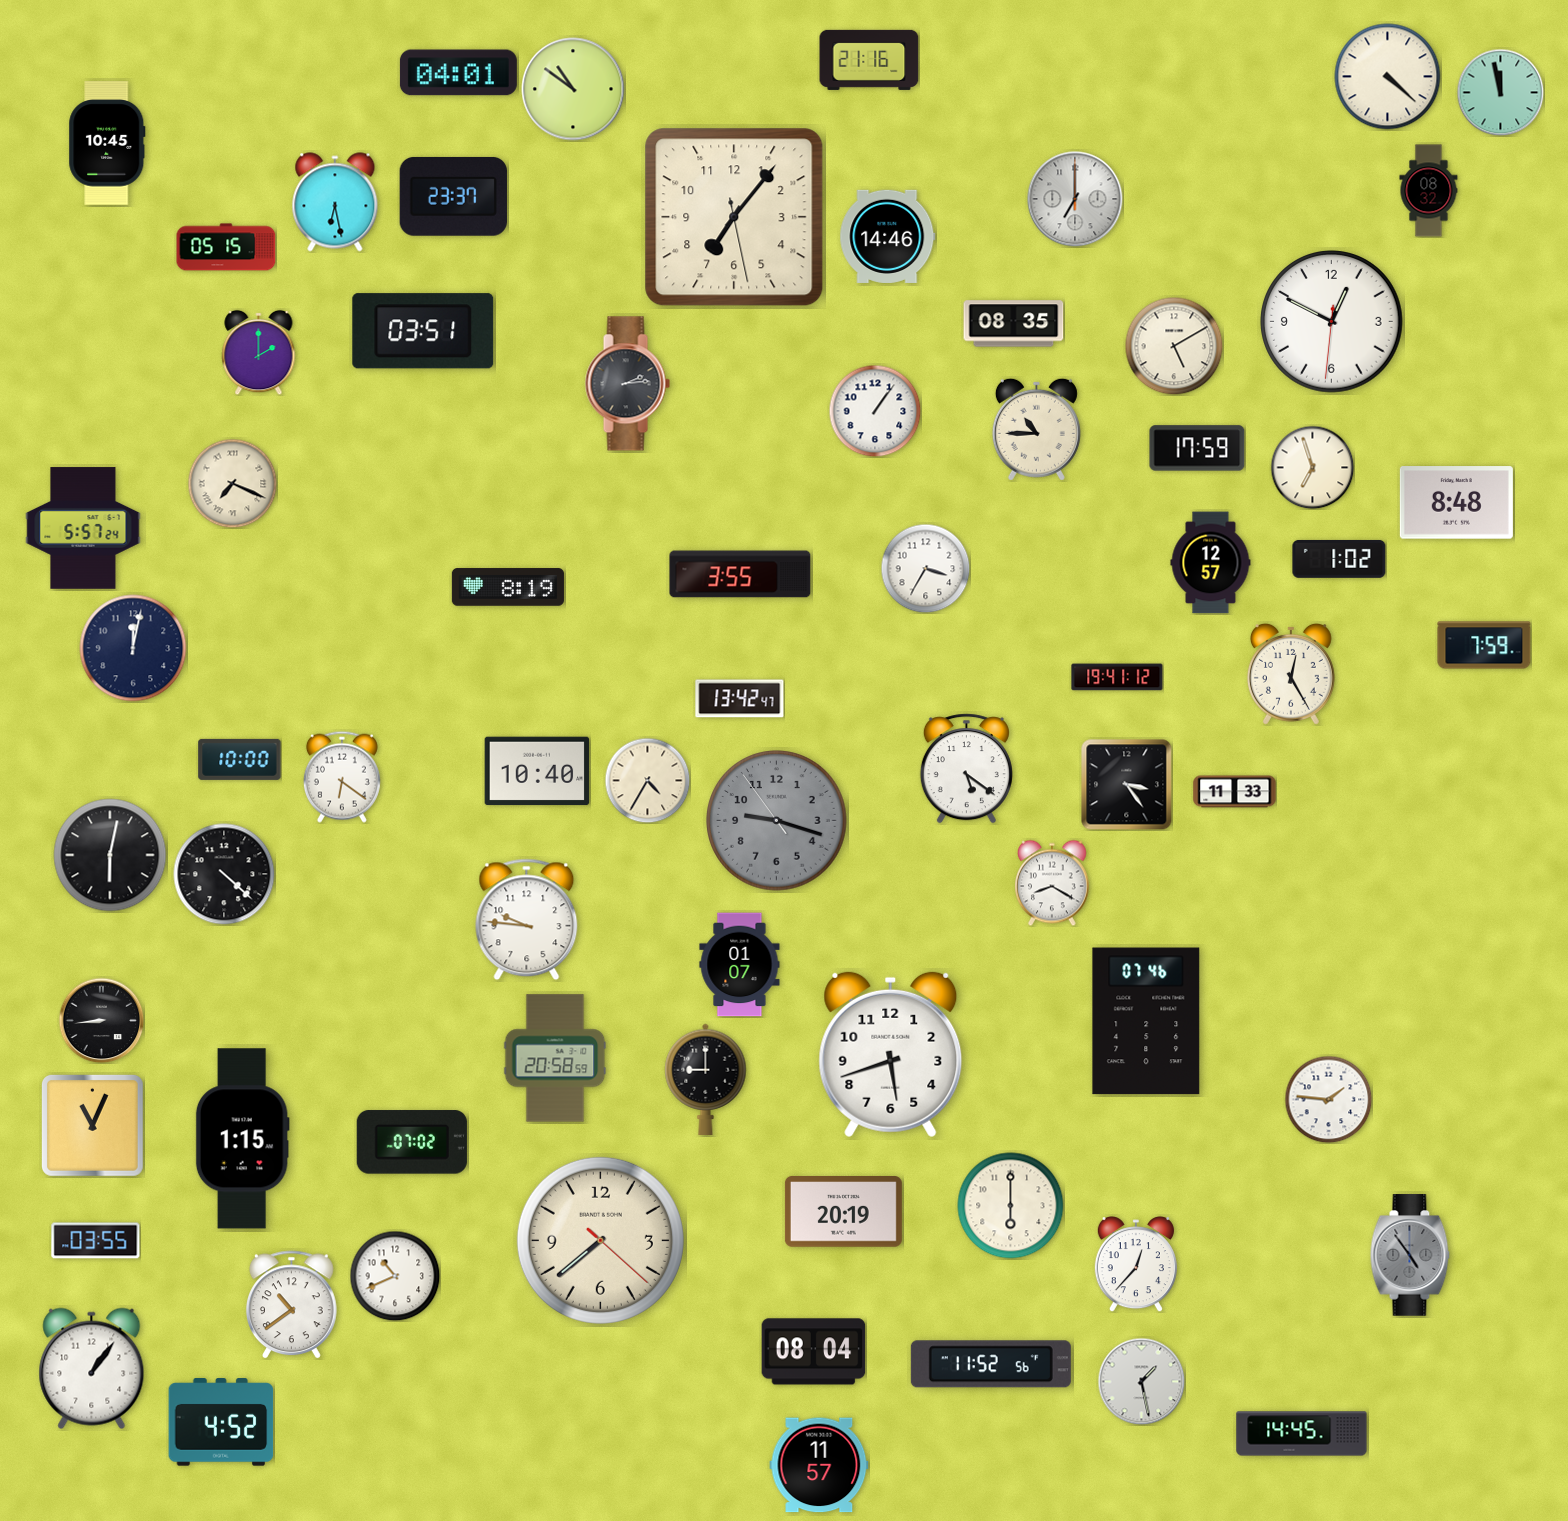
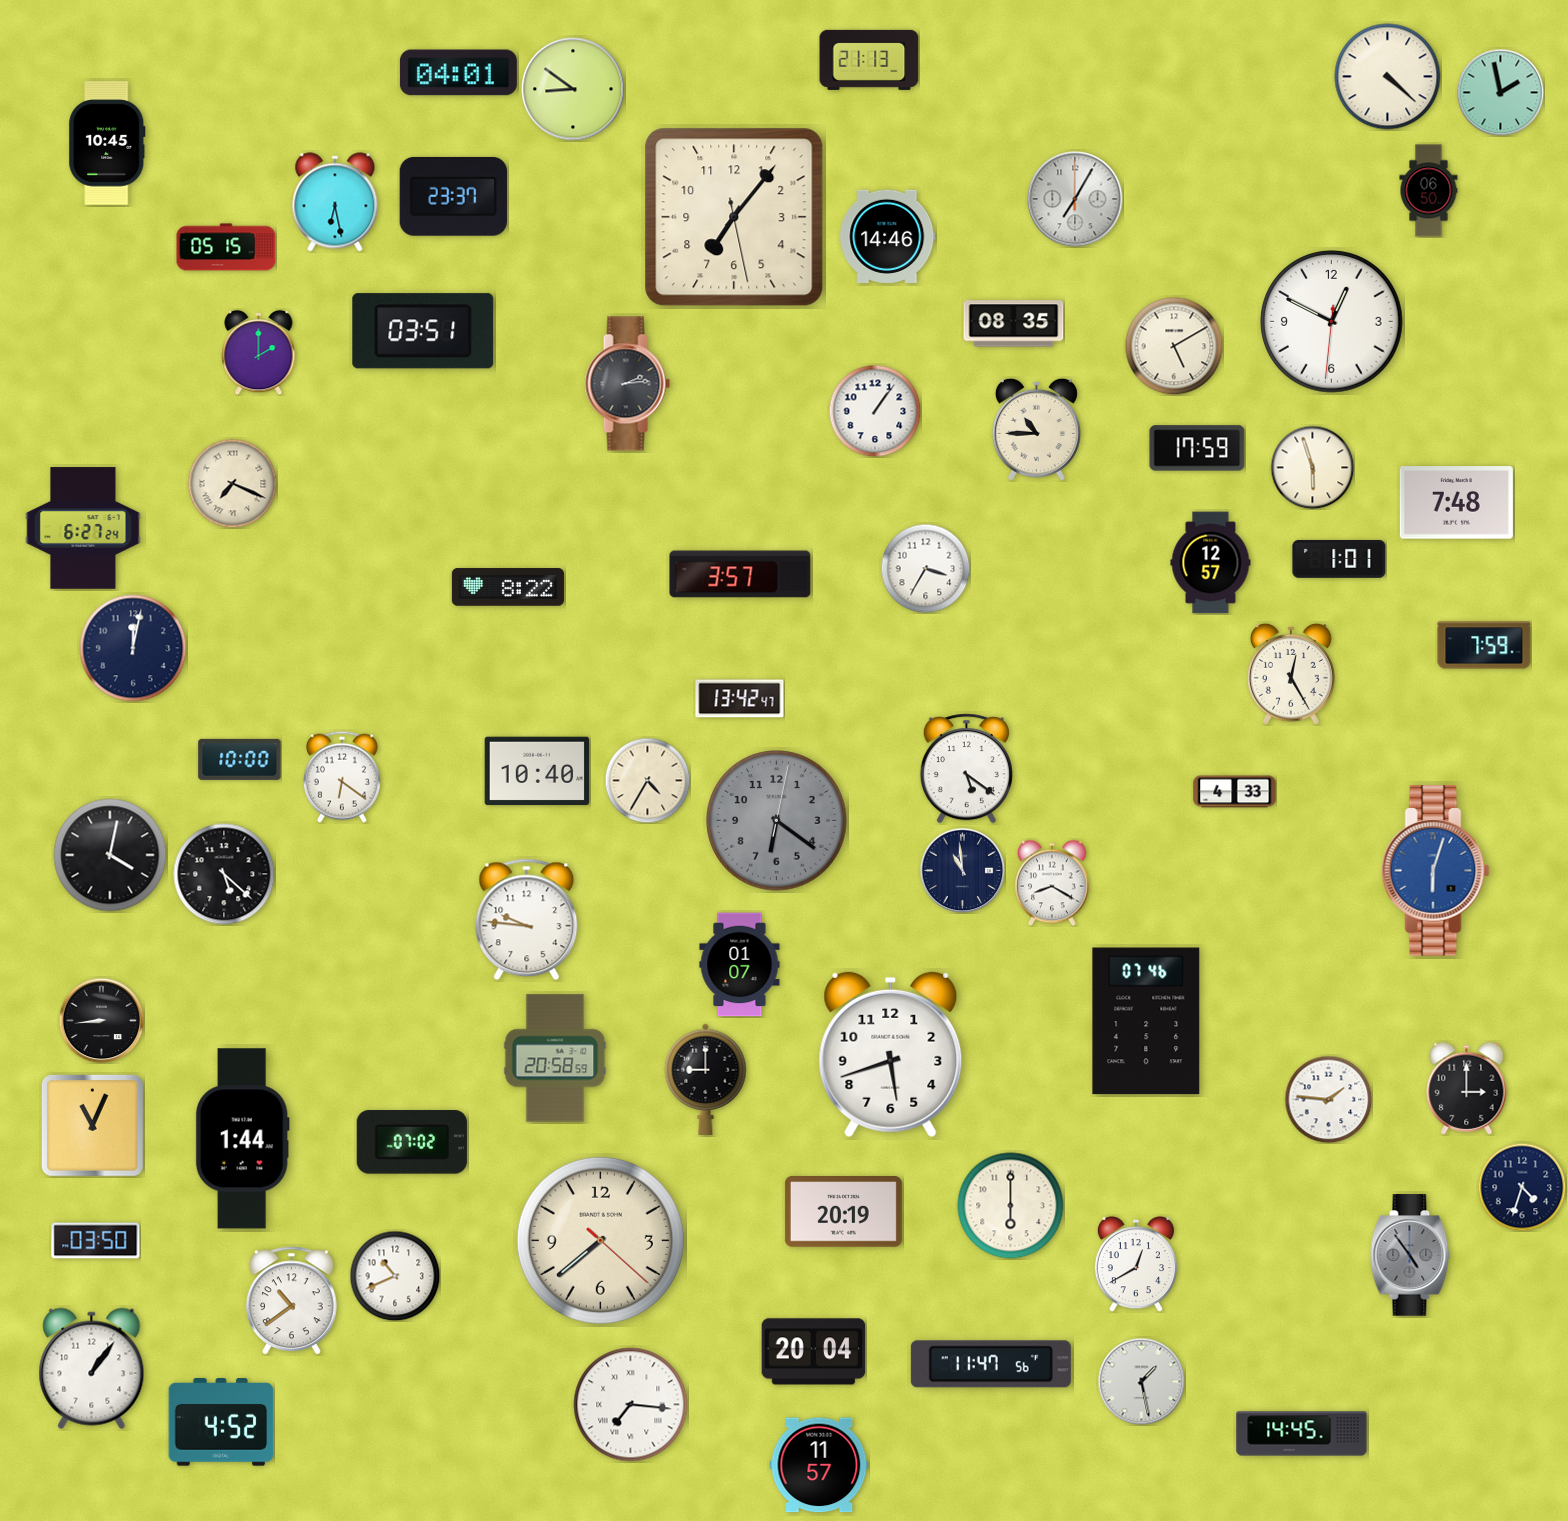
clock at (869, 60): 21:16 -> 21:13
clock at (573, 89): 10:51 -> 8:51
clock at (1500, 92): 11:58 -> 1:58
clock at (1429, 191): 08:32 -> 06:50
clock at (1075, 199): 7:00 -> 7:05
clock at (1312, 467): 6:57 -> 5:57
clock at (1456, 503): 8:48 -> 7:48
clock at (83, 528): 5:57 -> 6:27
clock at (1339, 559): 1:02 -> 1:01
clock at (740, 574): 3:55 -> 3:57
clock at (508, 587): 8:19 -> 8:22
clock at (1117, 677): 19:41 -> none
clock at (1126, 784): 3:24 -> none
clock at (1235, 792): 11:33 -> 4:33
clock at (777, 821): 9:17 -> 6:21
clock at (110, 855): 6:02 -> 4:02
clock at (962, 870): none -> 10:59
clock at (1436, 871): none -> 6:03
clock at (224, 874): 4:22 -> 5:22
clock at (1467, 1088): none -> 3:00
clock at (242, 1139): 1:15 -> 1:44
clock at (1522, 1187): none -> 4:33
clock at (96, 1241): 03:55 -> 03:50
clock at (1136, 1264): 12:37 -> 12:40
clock at (291, 1305) position: (291, 1305) -> (291, 1301)
clock at (814, 1352): 08:04 -> 20:04
clock at (991, 1364): 11:52 -> 11:47
clock at (631, 1405): none -> 7:16
